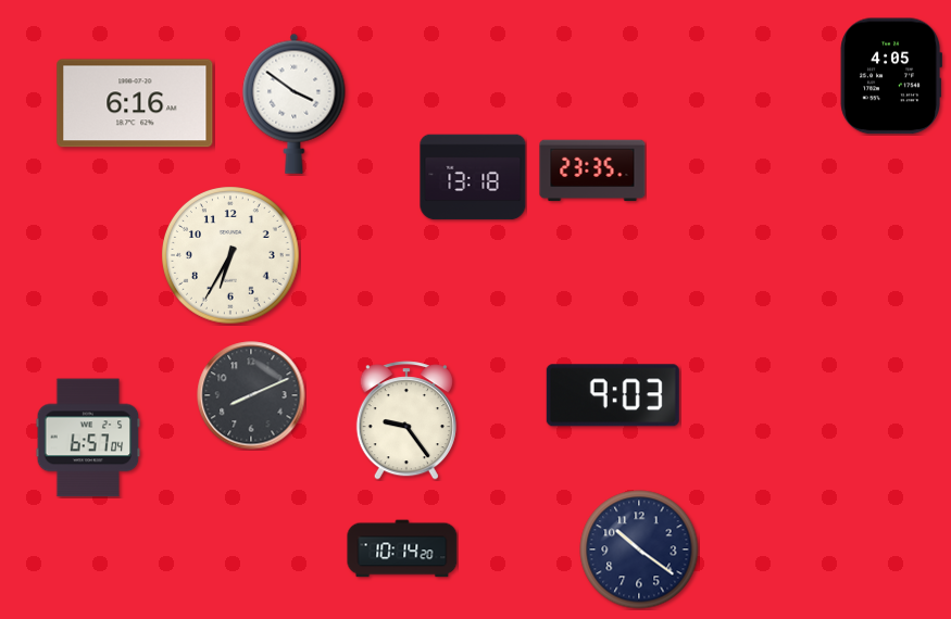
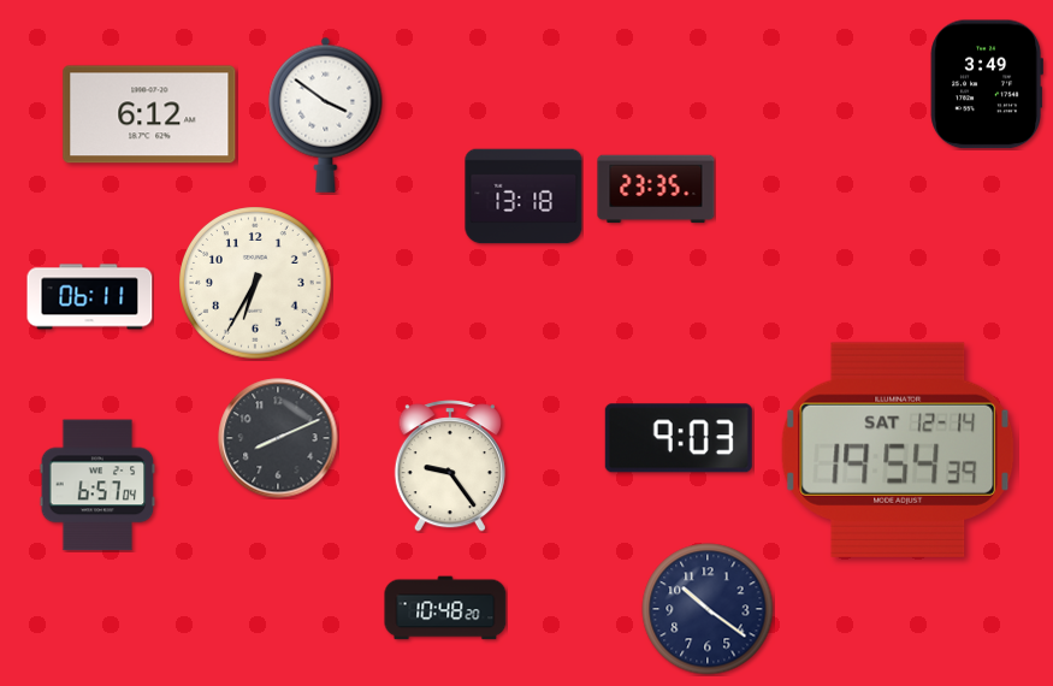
clock at (890, 76): 4:05 -> 3:49
clock at (135, 103): 6:16 -> 6:12
clock at (90, 297): none -> 06:11
clock at (898, 450): none -> 19:54
clock at (402, 548): 10:14 -> 10:48
